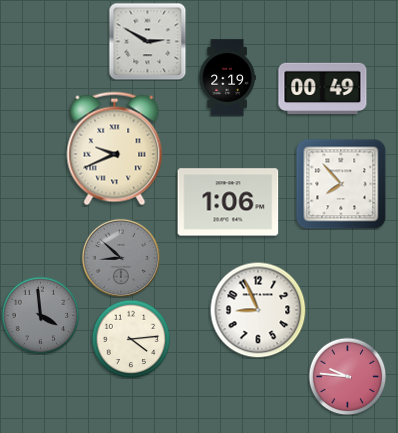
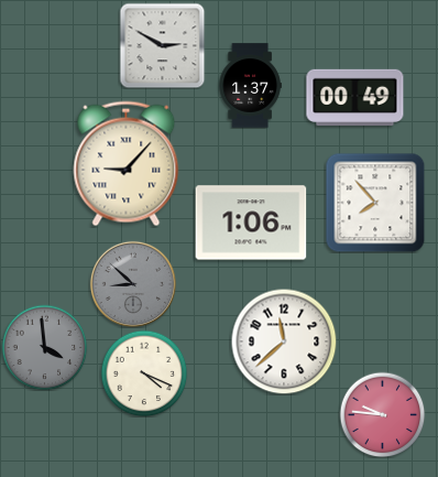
clock at (227, 78): 2:19 -> 1:37
clock at (115, 149): 9:41 -> 9:07
clock at (258, 310): 8:56 -> 11:38
clock at (131, 339): 4:14 -> 4:19
